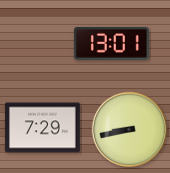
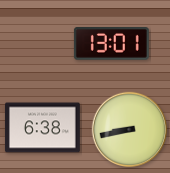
clock at (42, 128): 7:29 -> 6:38
